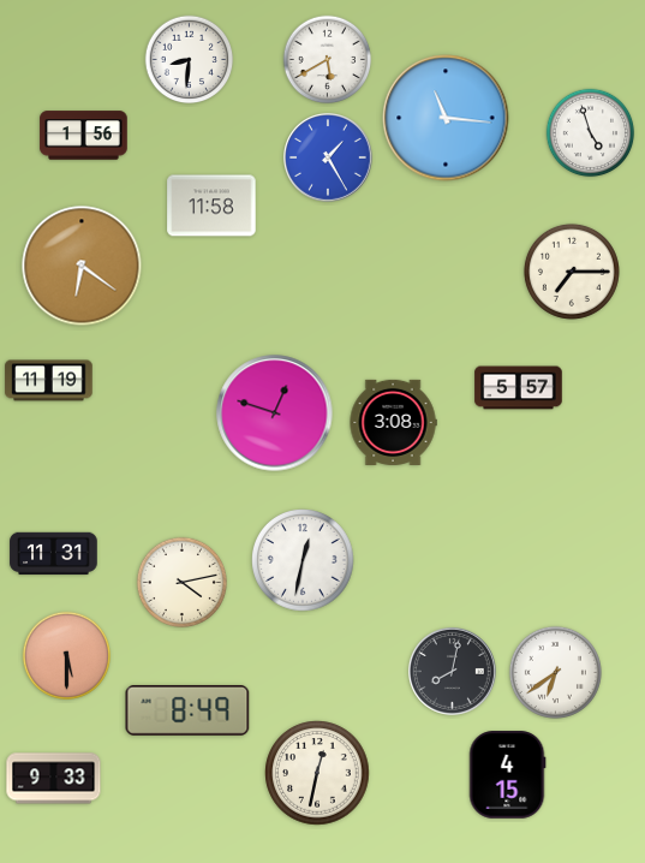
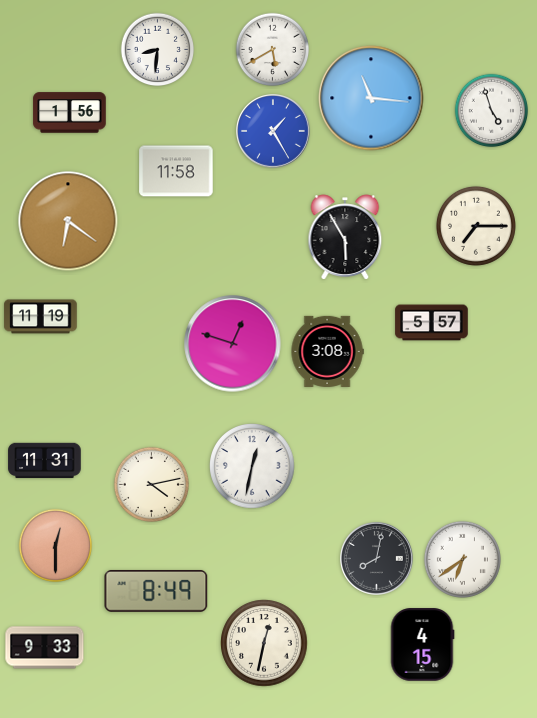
clock at (345, 237): none -> 5:55
clock at (275, 413) position: (275, 413) -> (233, 344)
clock at (67, 656): 5:30 -> 12:30
